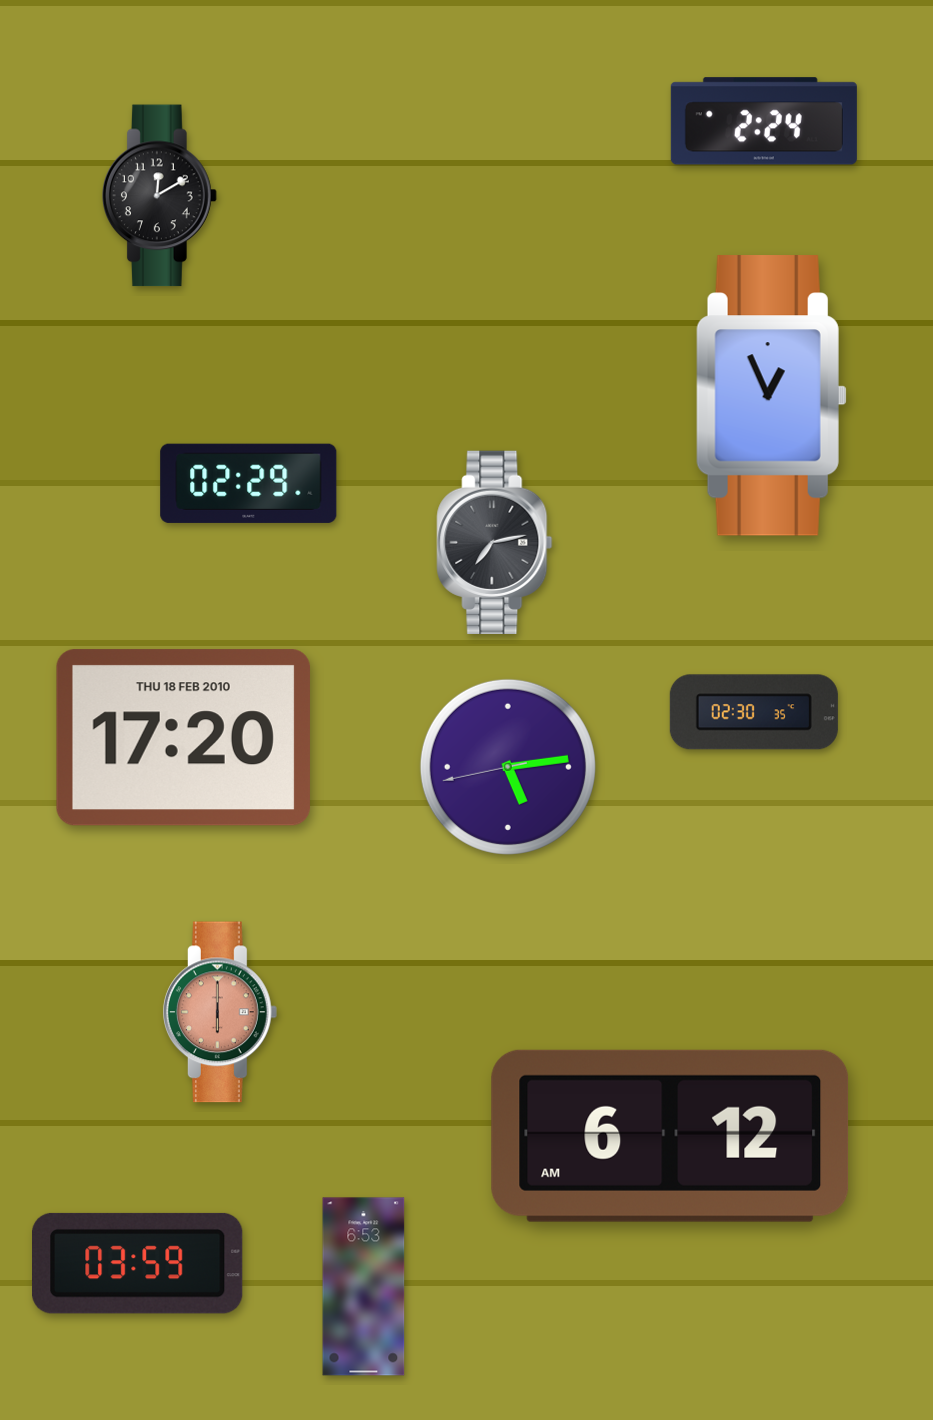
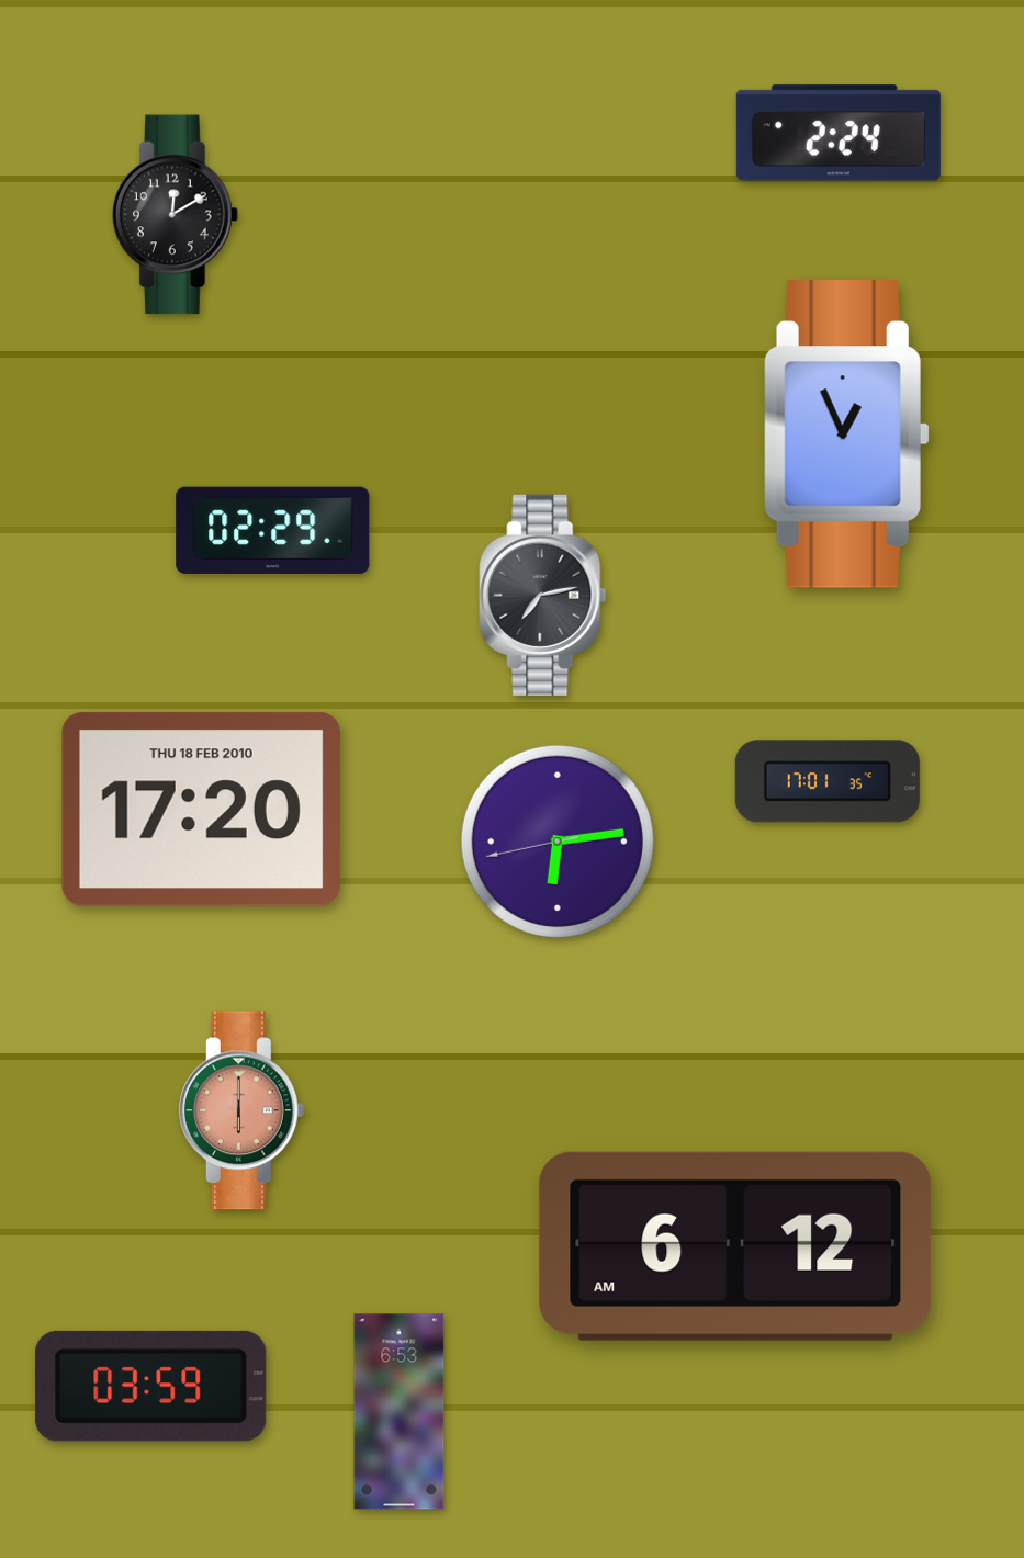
clock at (754, 712): 02:30 -> 17:01
clock at (508, 767): 5:13 -> 6:13
